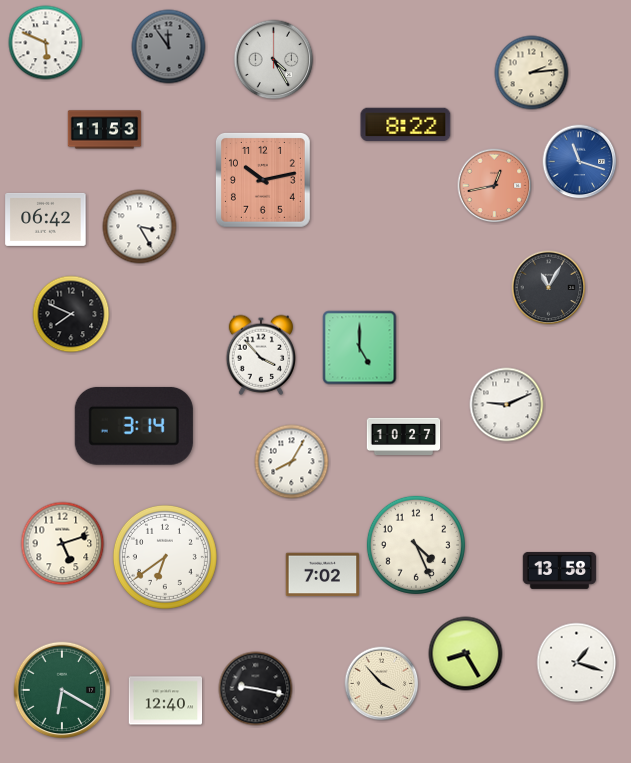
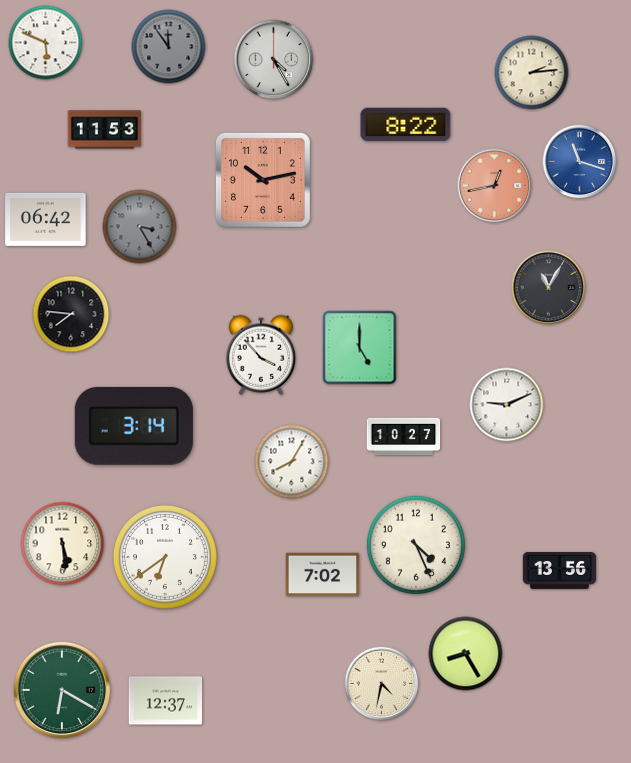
clock at (140, 227) dial: white -> grey
clock at (71, 314): 7:49 -> 7:46
clock at (63, 544): 5:12 -> 5:29
clock at (560, 570): 13:58 -> 13:56
clock at (577, 663): 1:18 -> none
clock at (382, 684): 3:53 -> 4:32
clock at (256, 689): 9:17 -> none
clock at (166, 701): 12:40 -> 12:37
